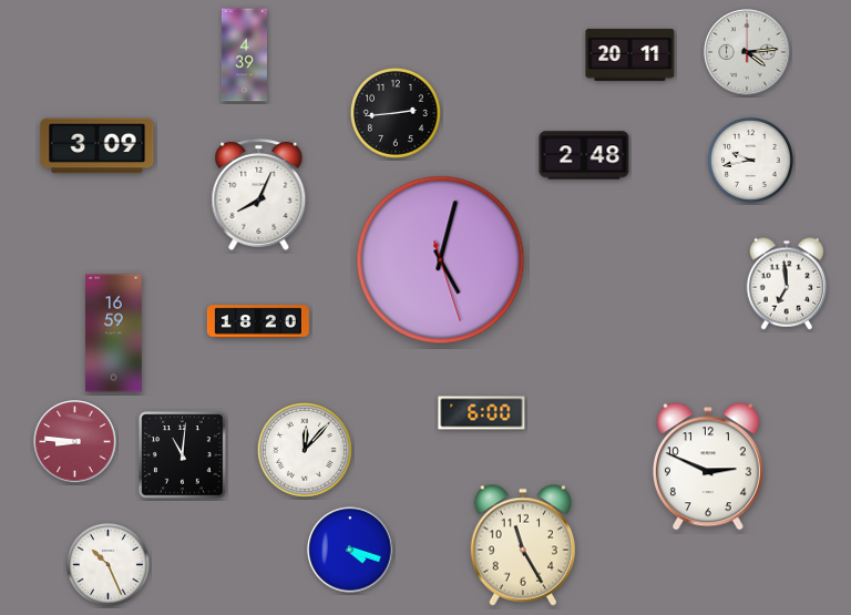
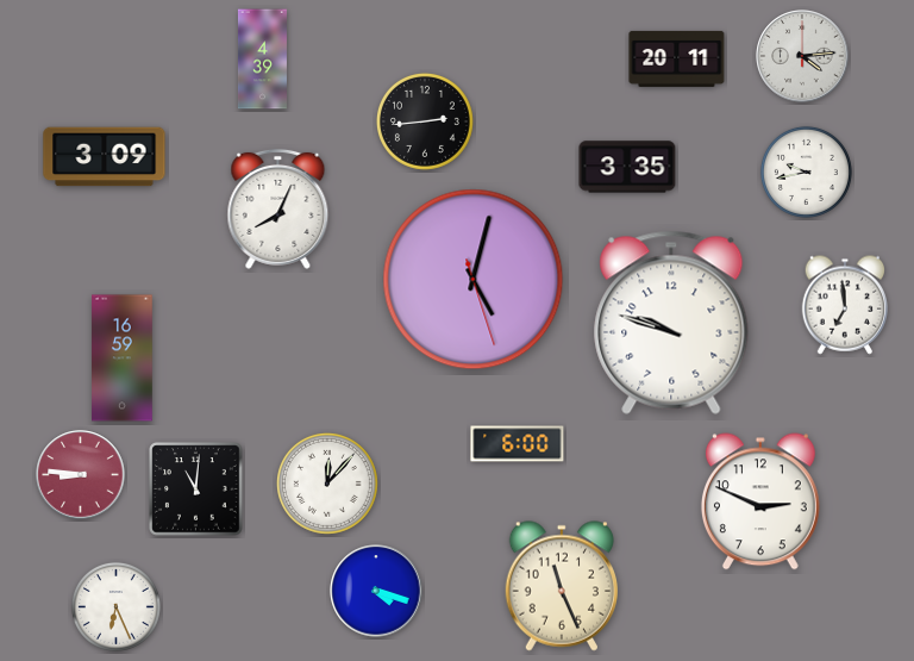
clock at (584, 155): 2:48 -> 3:35
clock at (671, 323): none -> 9:48
clock at (258, 321): 18:20 -> none
clock at (522, 545): 11:25 -> 11:26
clock at (107, 564): 10:26 -> 6:26
